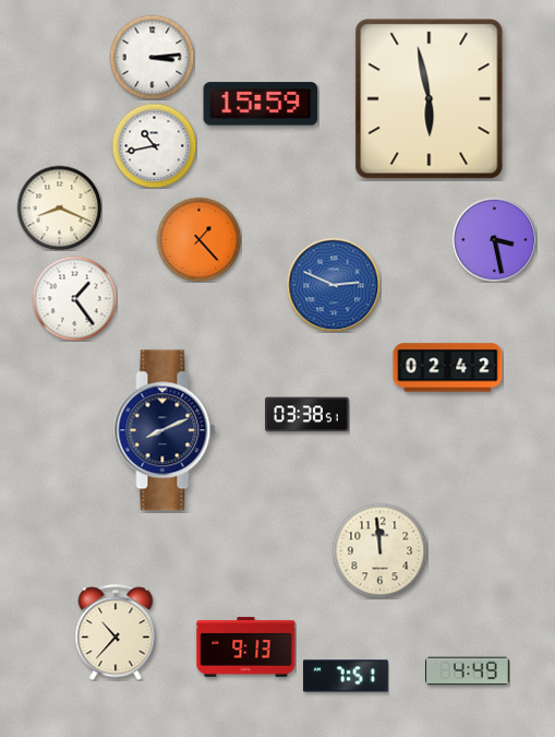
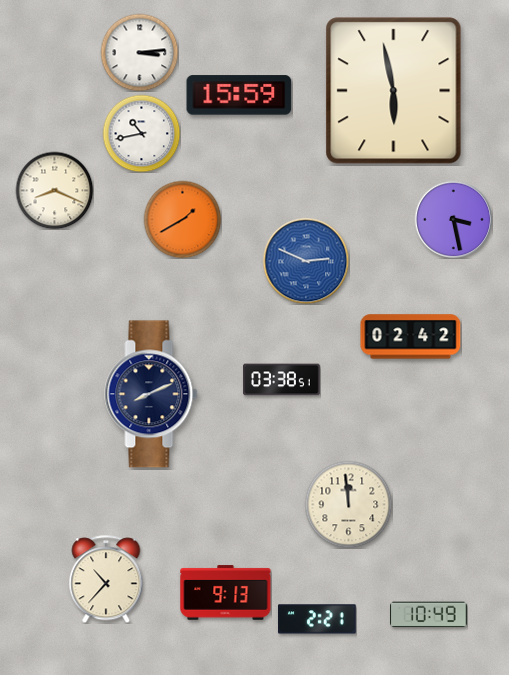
clock at (198, 239): 1:23 -> 1:40
clock at (74, 298): 1:24 -> none
clock at (468, 671): 4:49 -> 10:49
clock at (347, 676): 7:51 -> 2:21
